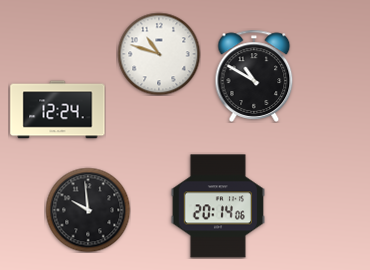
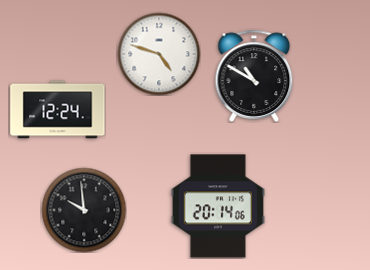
clock at (159, 54): 10:48 -> 4:48
clock at (88, 210) position: (88, 210) -> (84, 210)
